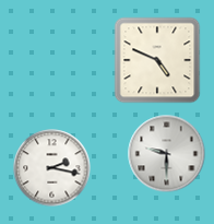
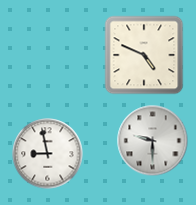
clock at (52, 168): 2:17 -> 8:58
